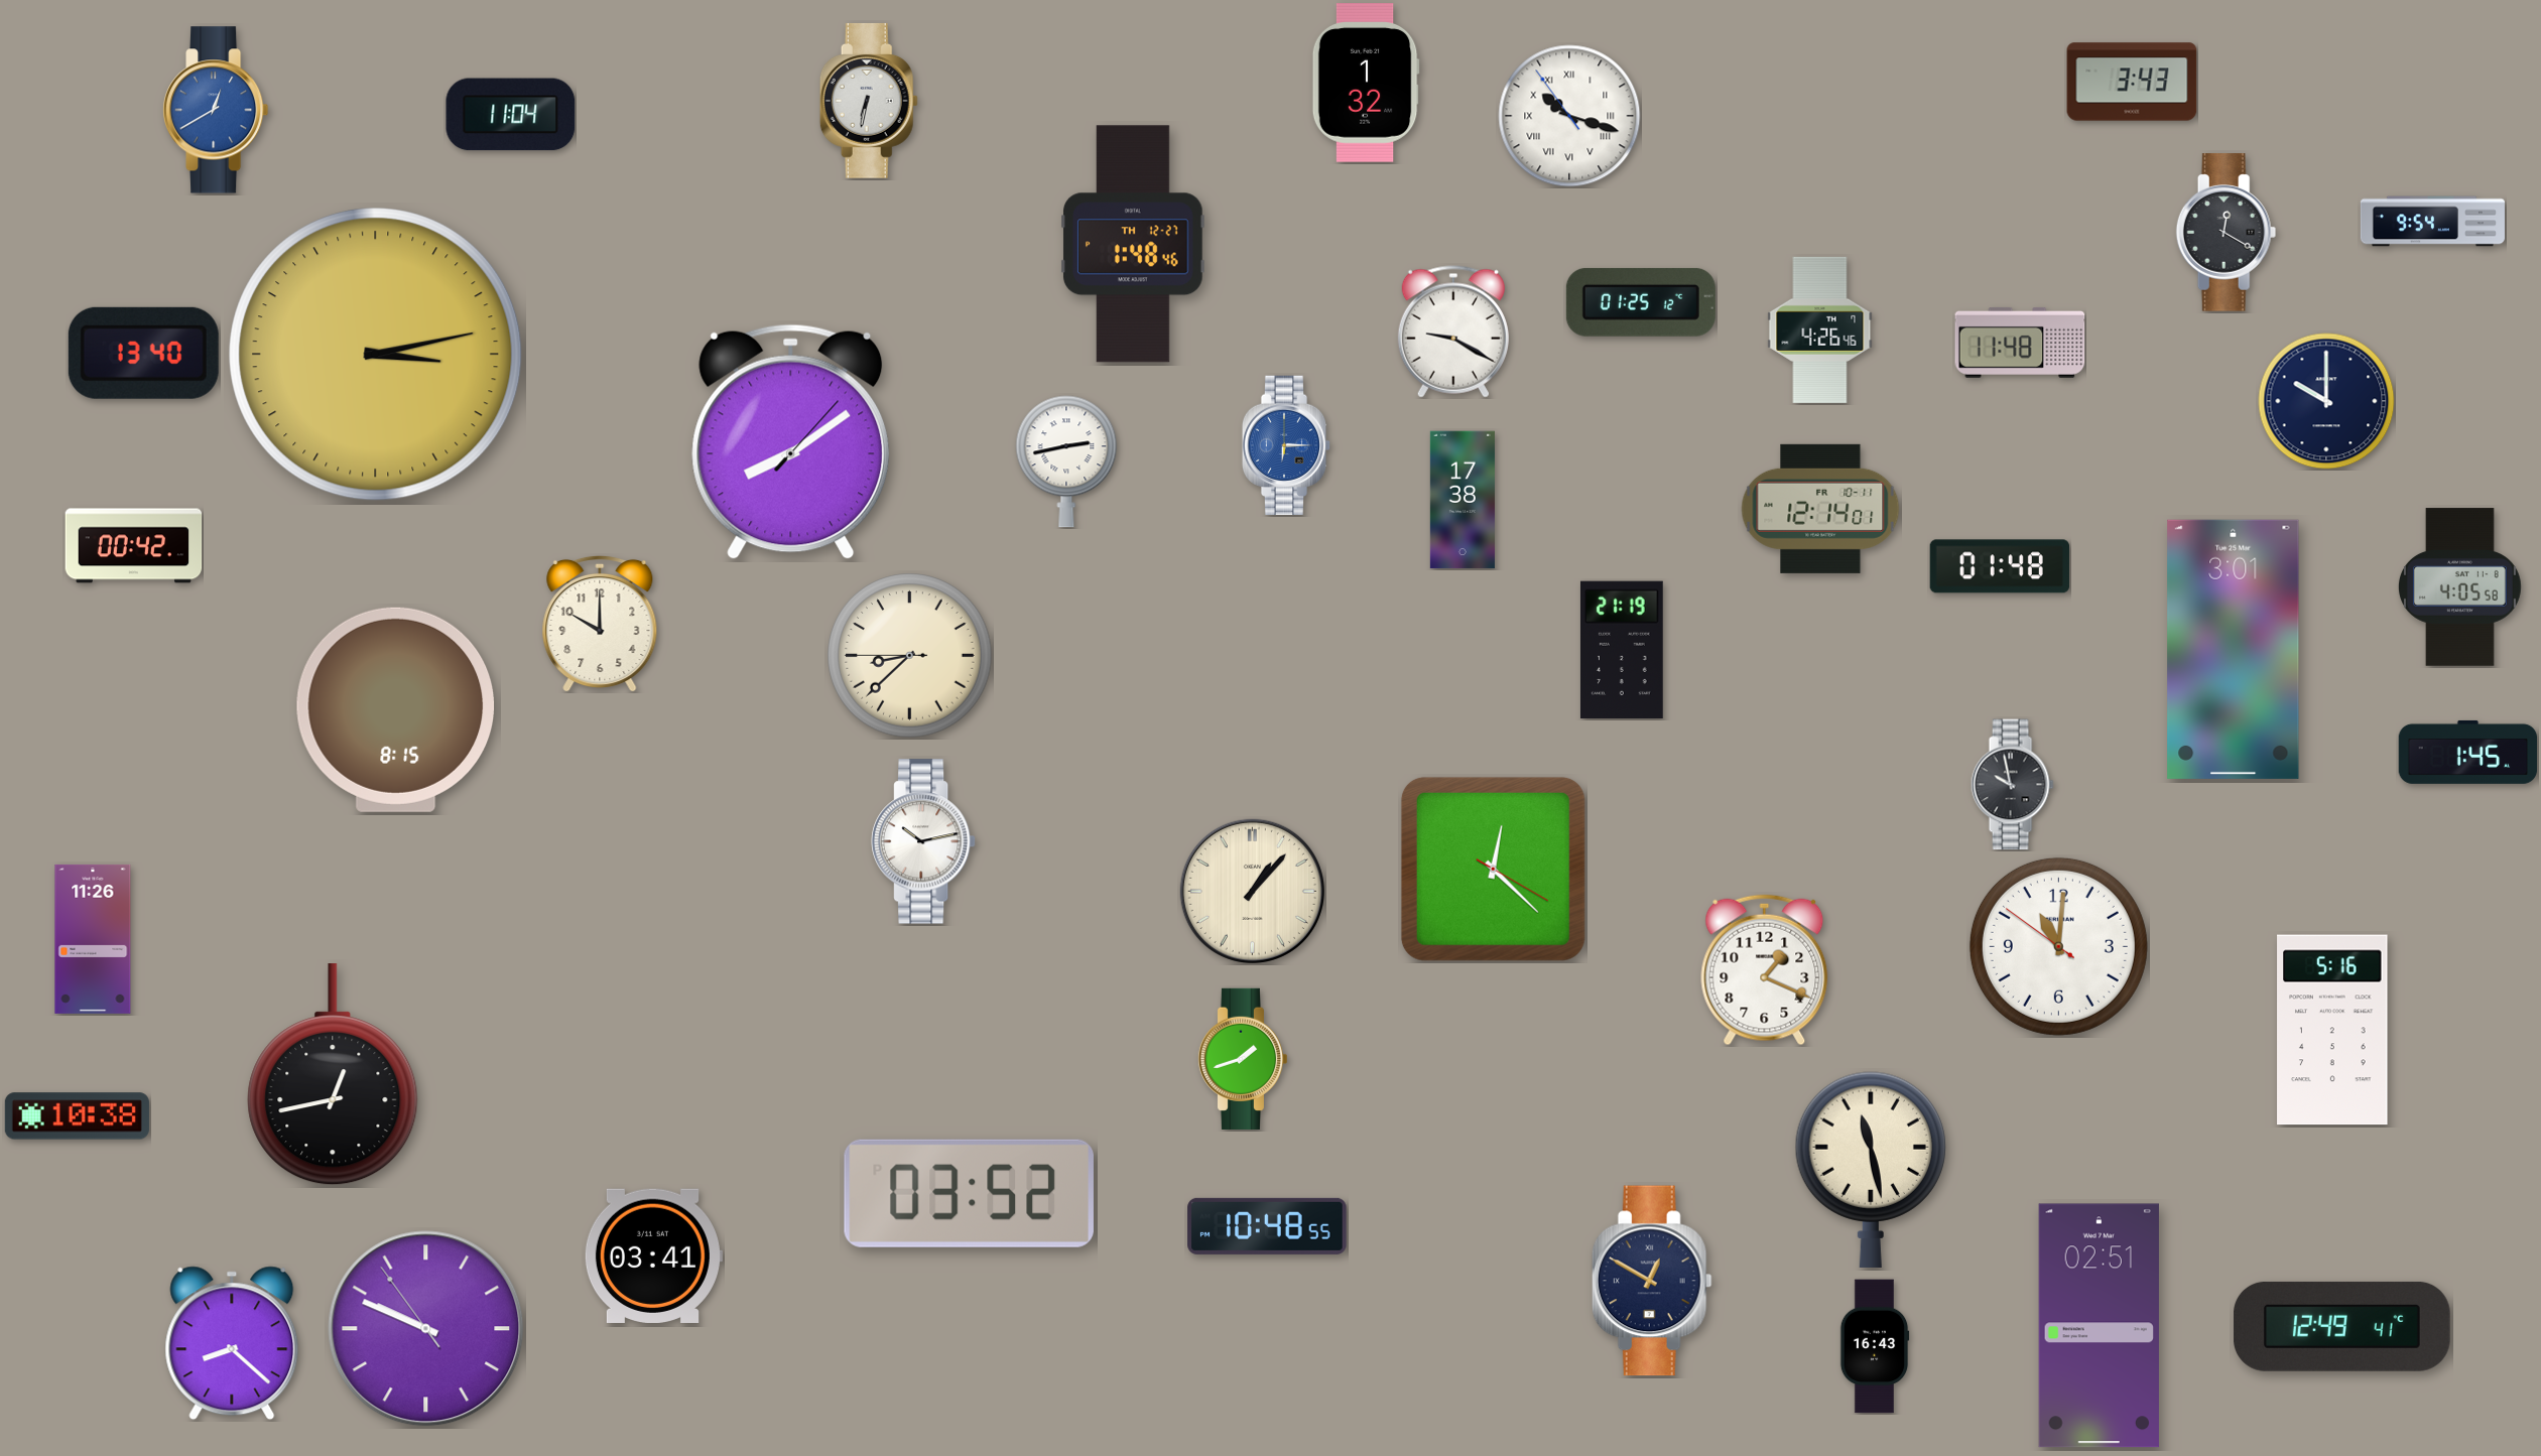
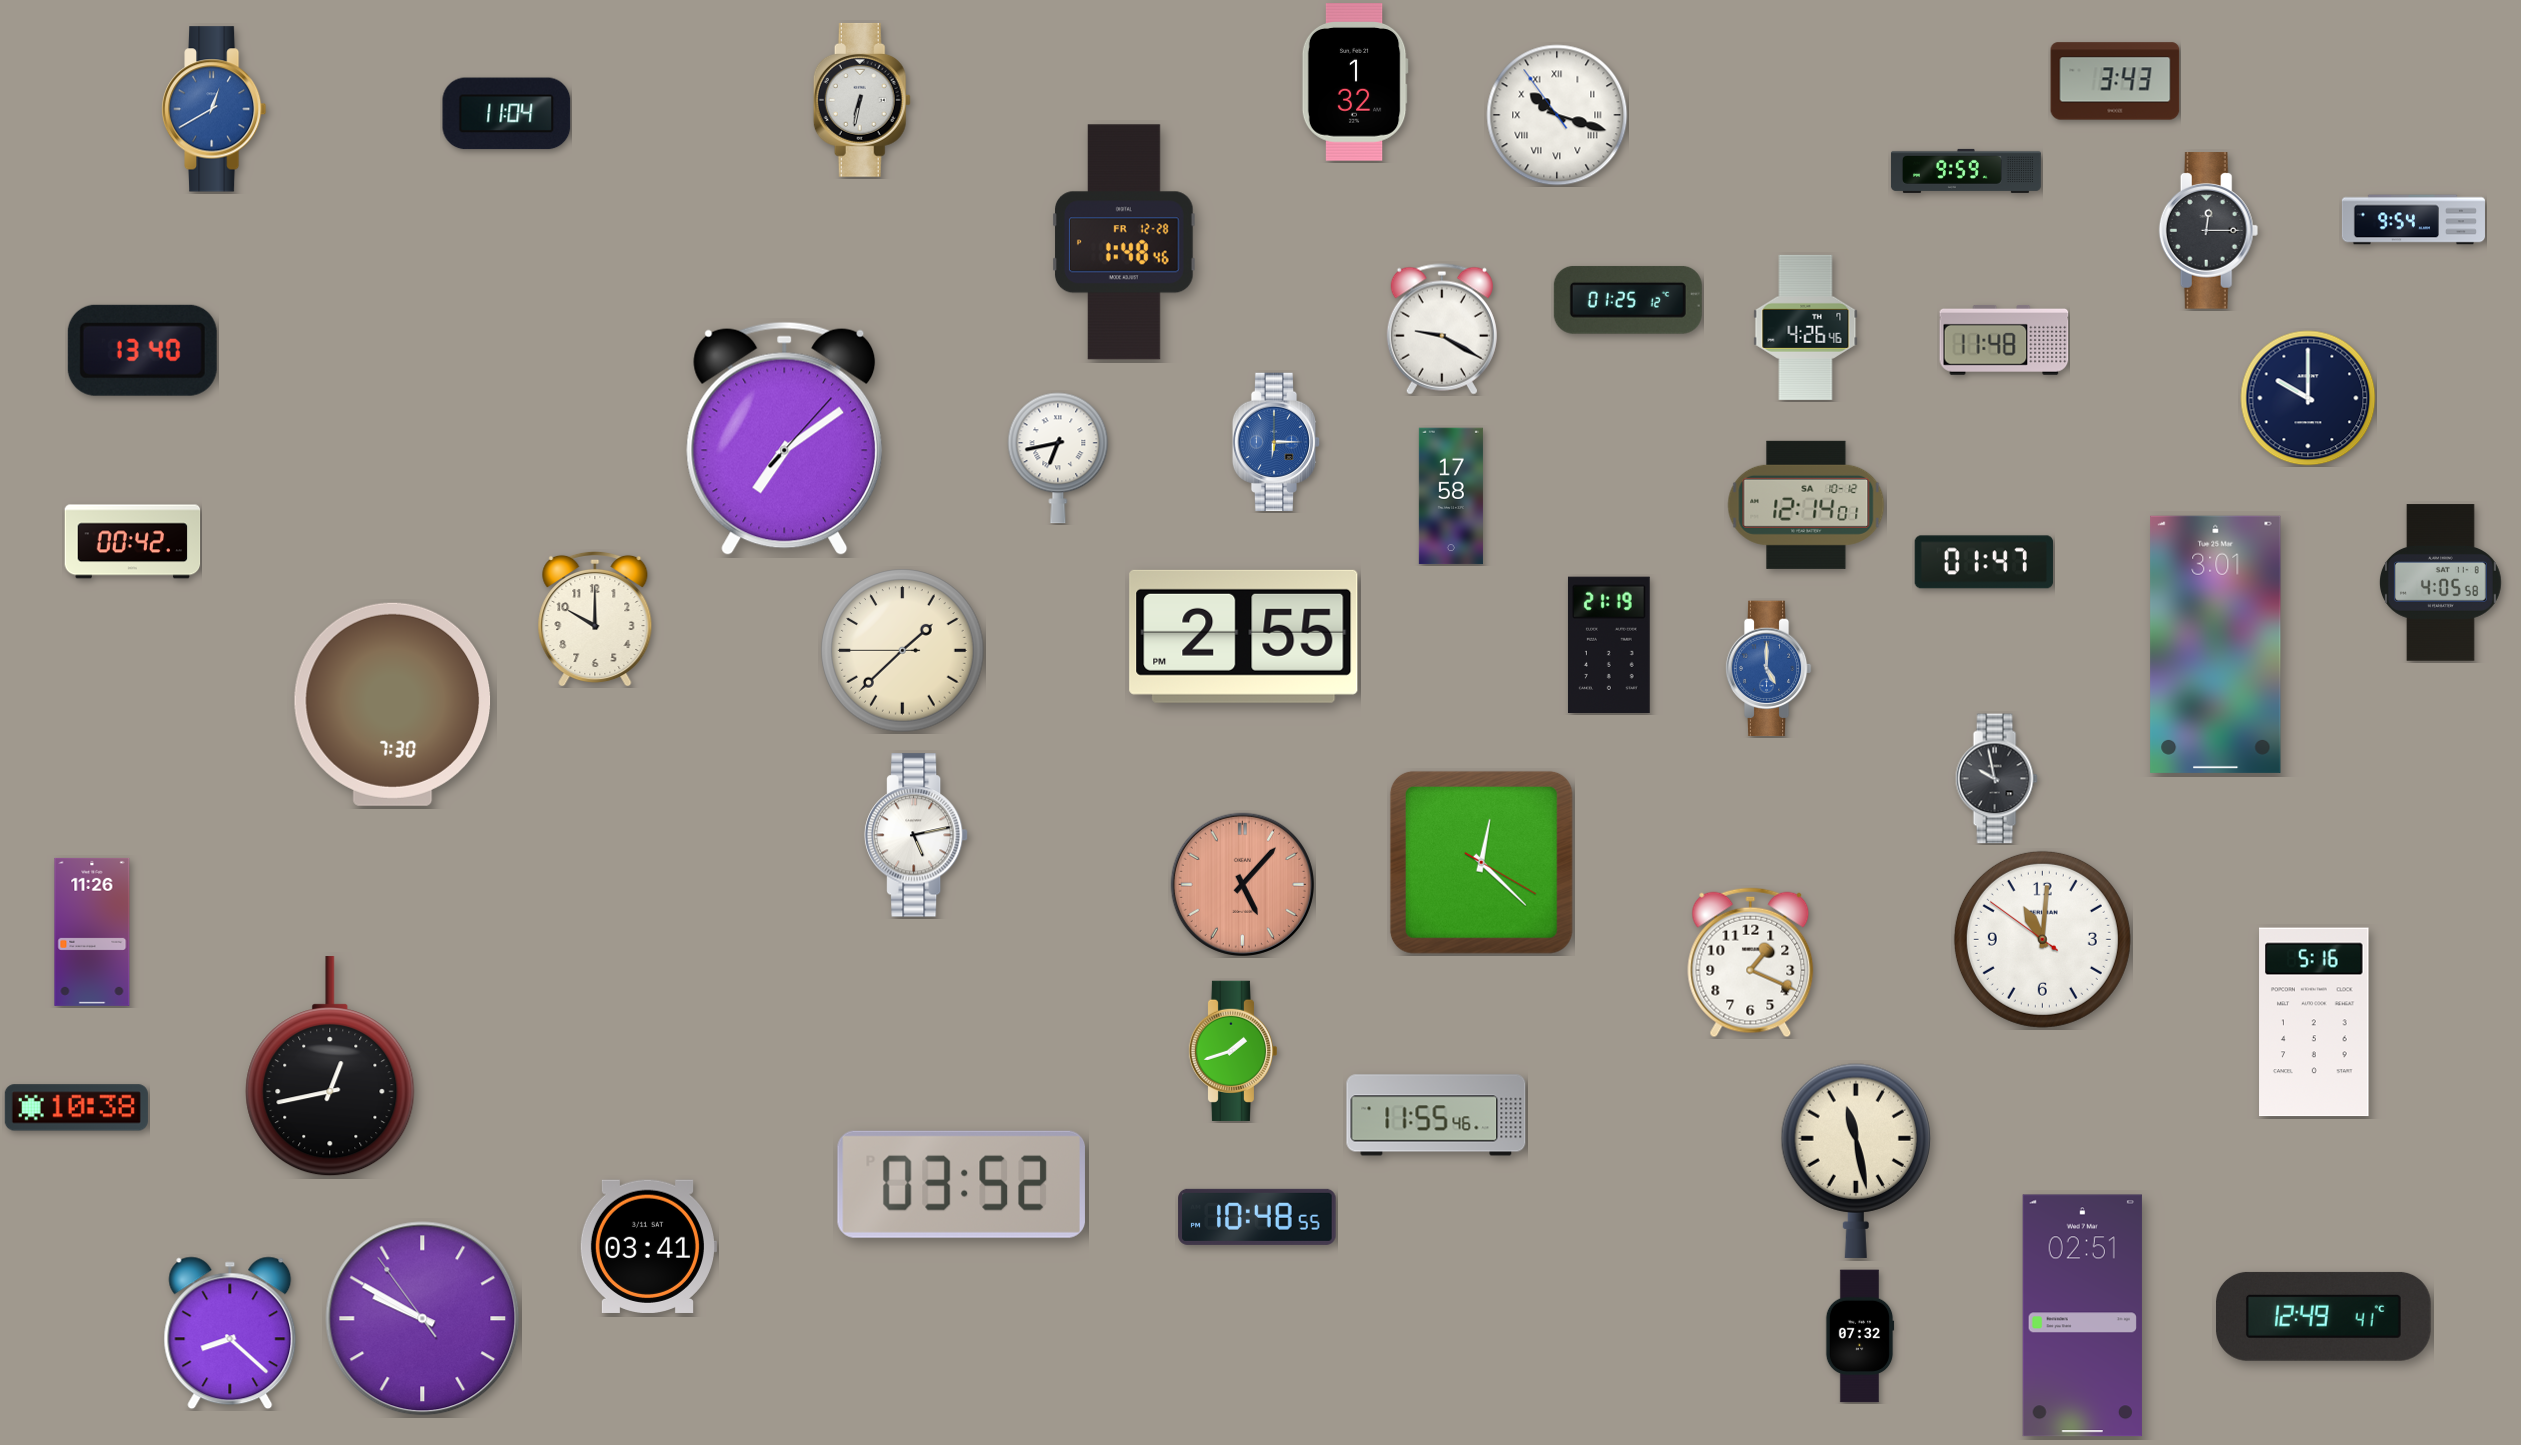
clock at (1966, 171): none -> 9:59
clock at (2227, 233): 12:20 -> 12:15
clock at (1134, 244) date: TH 12-27 -> FR 12-28
clock at (376, 355): 3:13 -> none
clock at (791, 441): 8:09 -> 7:09
clock at (1066, 461): 2:43 -> 6:43
clock at (1463, 500): 17:38 -> 17:58
clock at (1820, 509) date: FR 10-11 -> SA 10-12
clock at (2000, 566): 01:48 -> 01:47
clock at (1244, 636): none -> 2:55
clock at (910, 656): 8:37 -> 1:37
clock at (1768, 669): none -> 5:00
clock at (396, 709): 8:15 -> 7:30
clock at (2468, 752): 1:45 -> none
clock at (923, 841): 10:13 -> 5:13
clock at (1252, 891): 1:07 -> 5:07
clock at (1252, 891) dial: cream -> salmon
clock at (1436, 1115): none -> 11:55
clock at (1652, 1281): 12:50 -> none
clock at (426, 1329): 9:48 -> 9:49
clock at (1875, 1346): 16:43 -> 07:32
